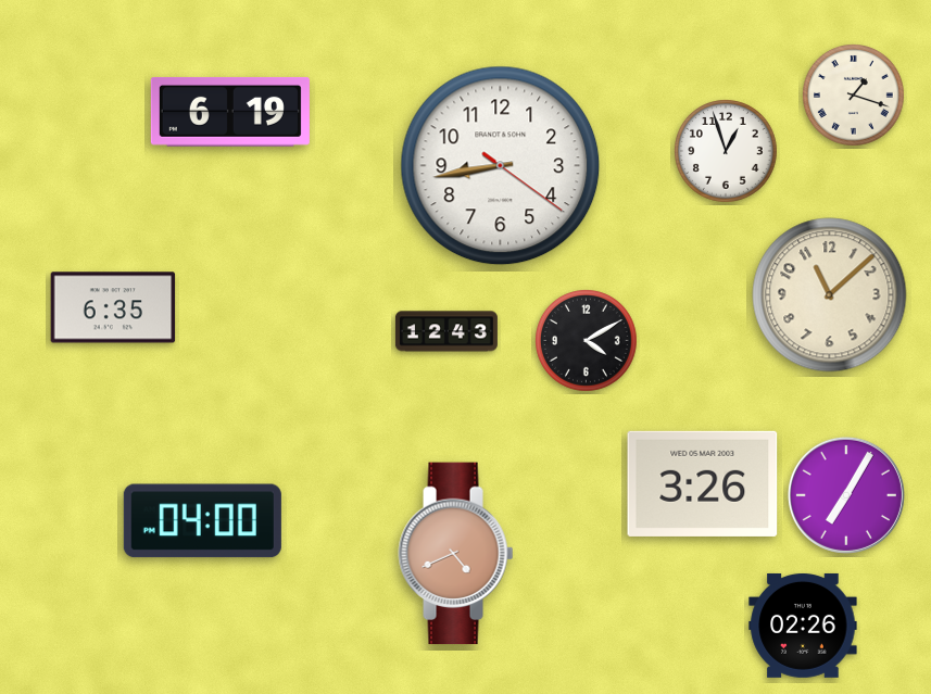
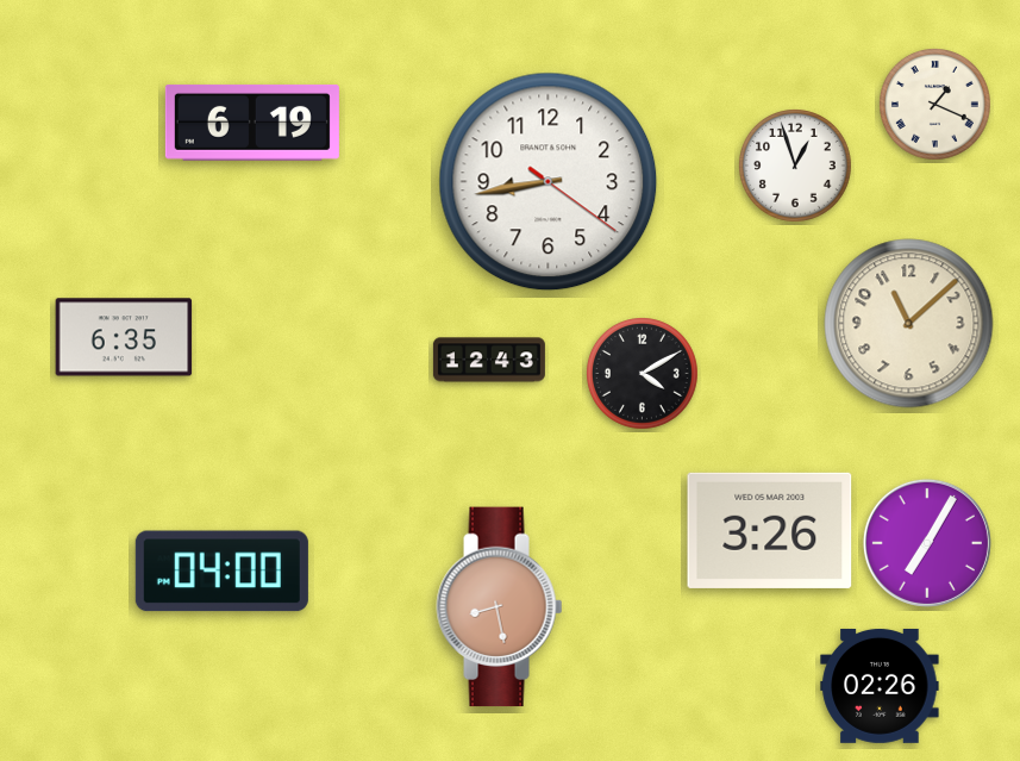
clock at (854, 96): 1:18 -> 1:19
clock at (446, 331) position: (446, 331) -> (489, 360)
clock at (456, 554): 4:41 -> 8:28
